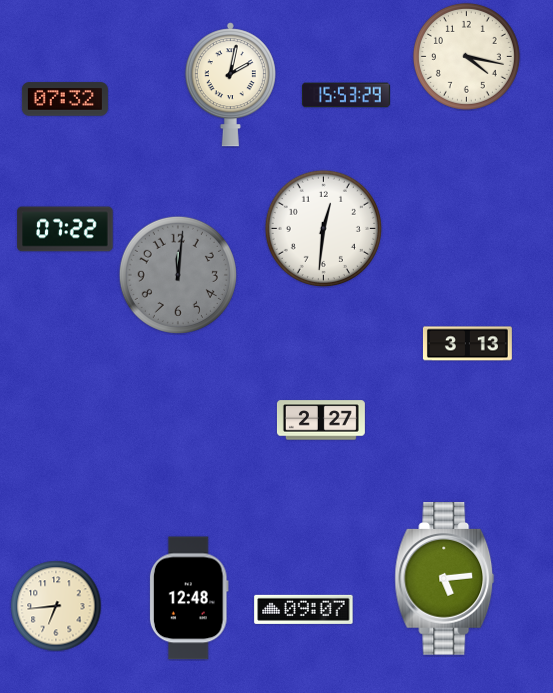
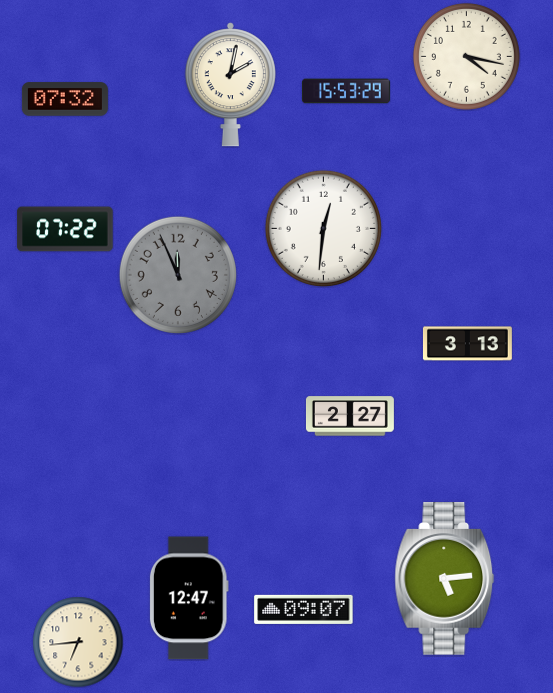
clock at (346, 95) position: (346, 95) -> (346, 91)
clock at (178, 275): 12:01 -> 11:56
clock at (321, 420) position: (321, 420) -> (350, 416)
clock at (189, 598): 12:48 -> 12:47
clock at (56, 606) position: (56, 606) -> (78, 642)
